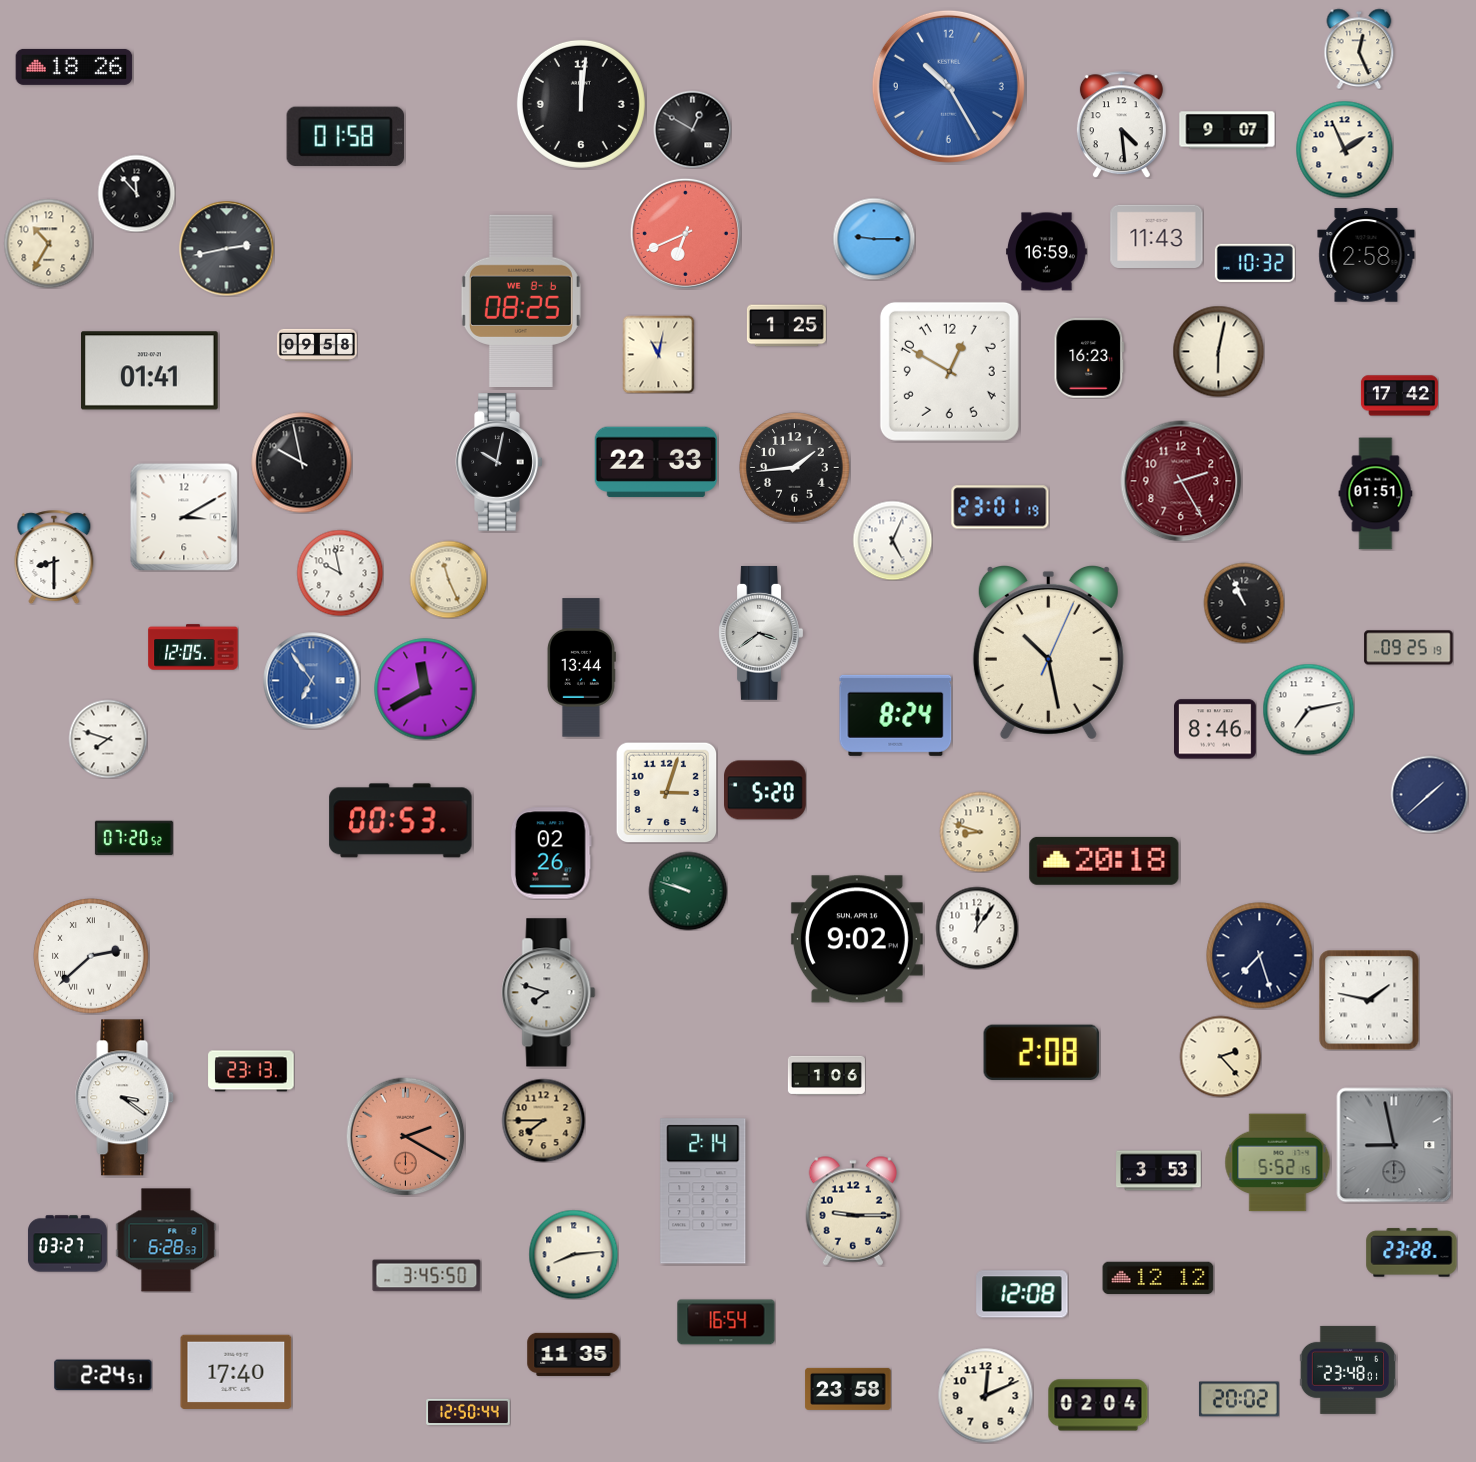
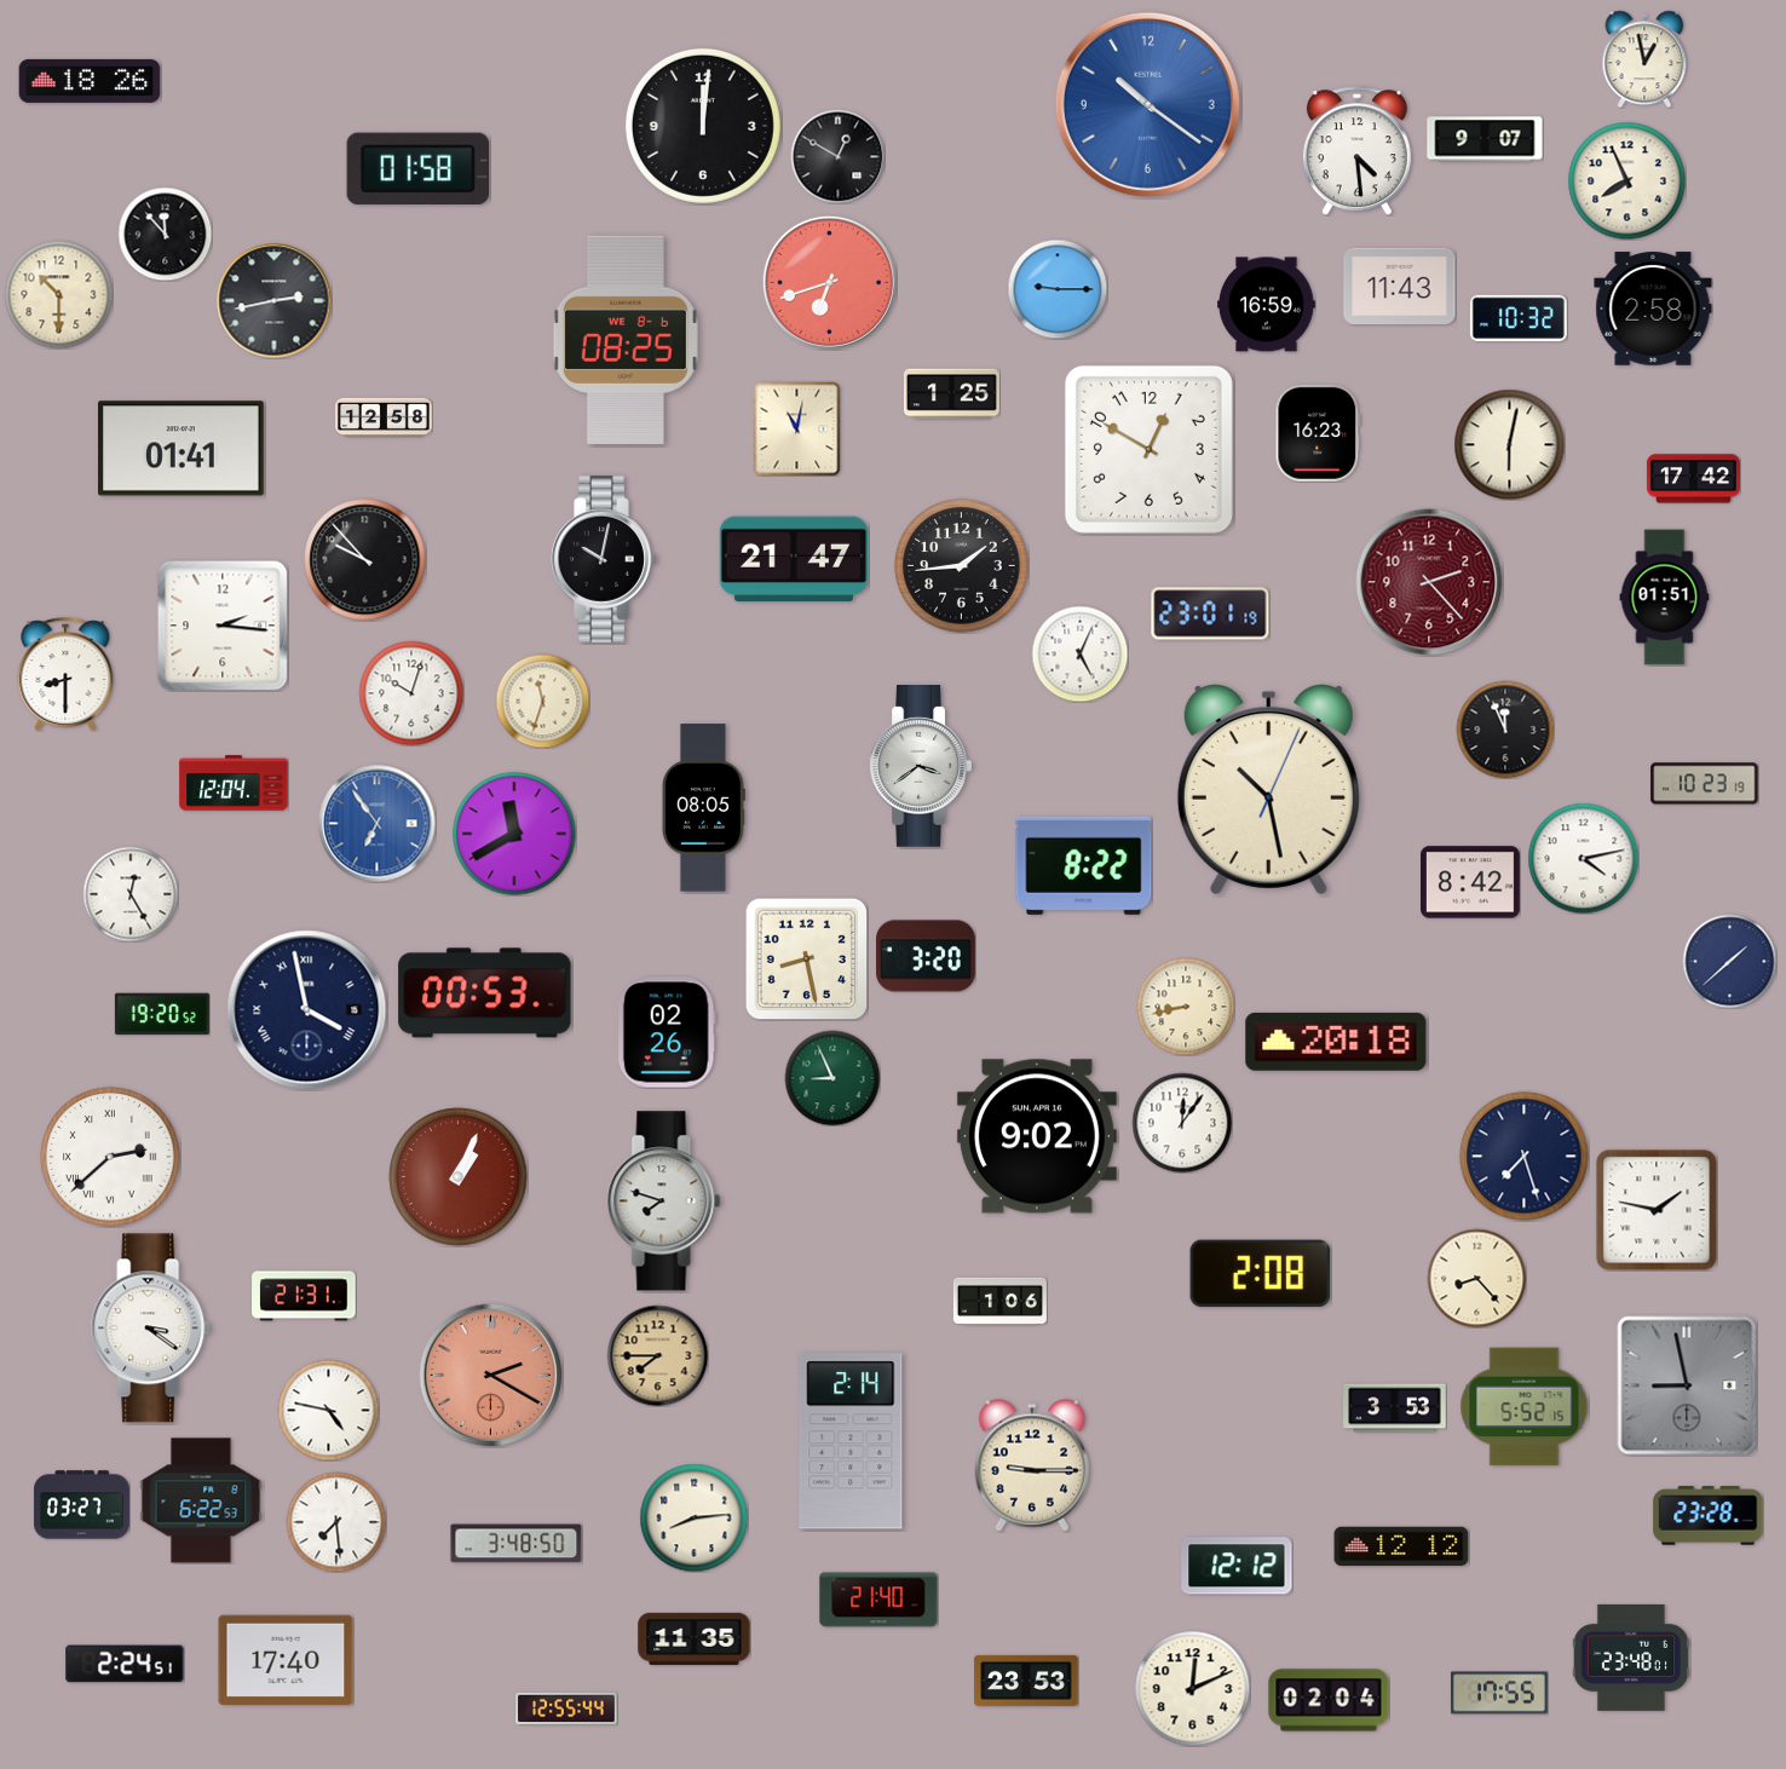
clock at (1359, 49): 12:26 -> 12:58
clock at (948, 86): 10:25 -> 10:21
clock at (1227, 130) position: (1227, 130) -> (1485, 139)
clock at (345, 136) position: (345, 136) -> (417, 168)
clock at (1344, 149): 1:56 -> 7:56
clock at (685, 233): 6:41 -> 6:42
clock at (48, 243): 10:35 -> 10:30
clock at (521, 301) position: (521, 301) -> (626, 340)
clock at (318, 345): 09:58 -> 12:58
clock at (1218, 351) position: (1218, 351) -> (1509, 444)
clock at (655, 462): 22:33 -> 21:47
clock at (302, 463): 9:58 -> 9:53
clock at (1181, 481): 2:25 -> 2:23
clock at (184, 517): 3:10 -> 2:16
clock at (340, 573): 9:58 -> 10:03
clock at (448, 579): 11:26 -> 11:33
clock at (1244, 603): 10:56 -> 11:56
clock at (193, 647): 12:05 -> 12:04
clock at (1409, 648): 09:25 -> 10:23
clock at (581, 668): 13:44 -> 08:05
clock at (1308, 709): 7:13 -> 4:13
clock at (896, 715): 8:24 -> 8:22
clock at (1216, 729): 8:46 -> 8:42
clock at (108, 739): 7:48 -> 12:25
clock at (766, 790): 5:20 -> 3:20
clock at (666, 792): 3:03 -> 8:28
clock at (980, 832): 8:48 -> 8:43
clock at (307, 1010): none -> 3:58
clock at (134, 838): 07:20 -> 19:20
clock at (688, 891): 9:48 -> 8:56
clock at (459, 1177): none -> 1:04
clock at (1220, 1056): 2:23 -> 8:23
clock at (251, 1071): 23:13 -> 21:31
clock at (1278, 1163) position: (1278, 1163) -> (1525, 1407)
clock at (328, 1410): none -> 4:47
clock at (1159, 1171) position: (1159, 1171) -> (1395, 1408)
clock at (166, 1240): 6:28 -> 6:22
clock at (336, 1522): none -> 7:29
clock at (427, 1276): 3:45 -> 3:48
clock at (1022, 1294): 12:08 -> 12:12
clock at (726, 1322): 16:54 -> 21:40
clock at (848, 1389): 23:58 -> 23:53
clock at (1239, 1399): 20:02 -> 17:55
clock at (468, 1412): 12:50 -> 12:55
